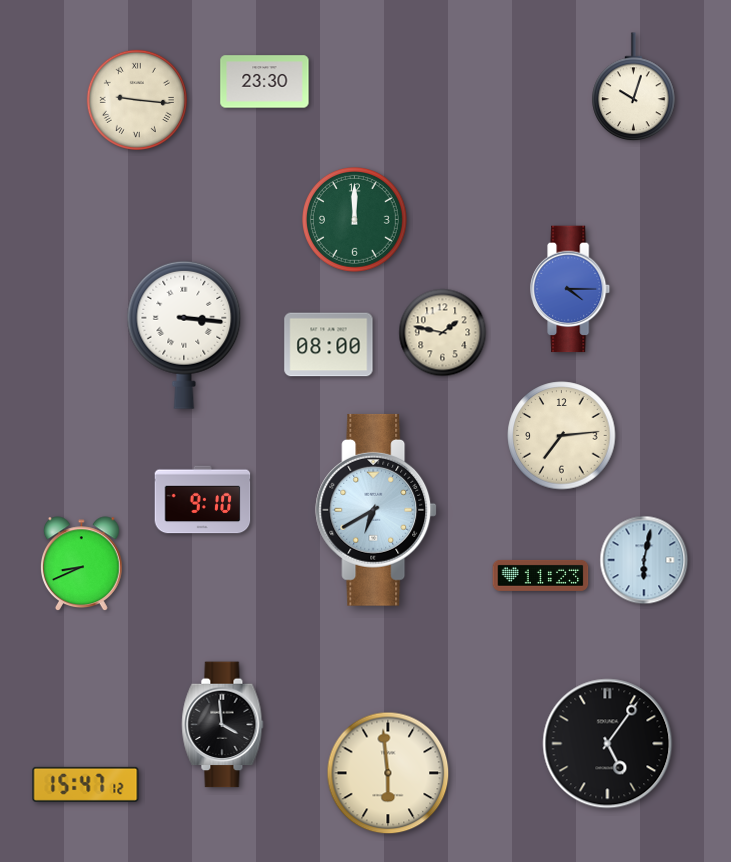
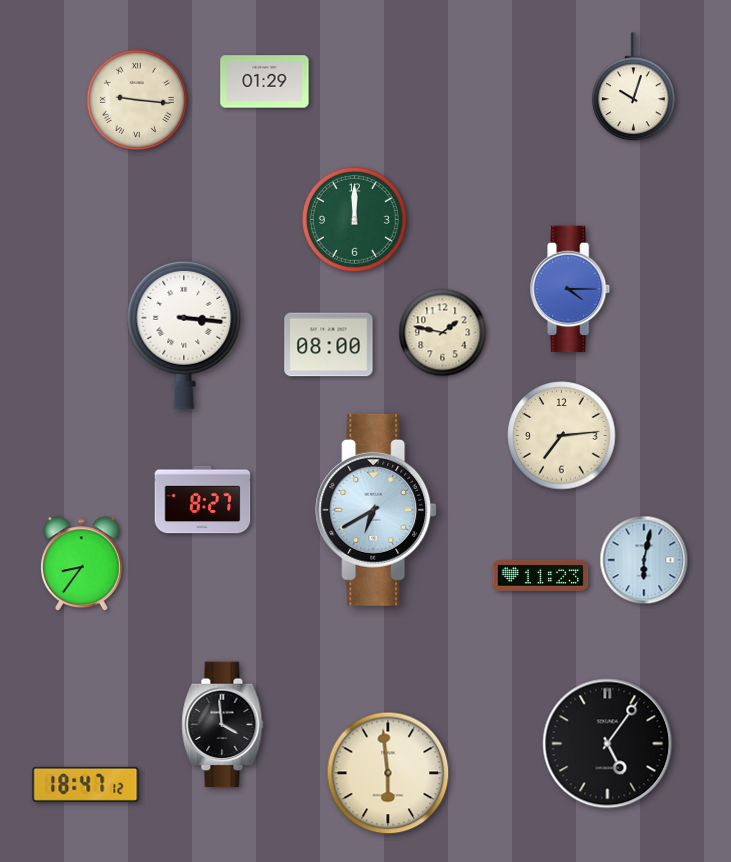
clock at (265, 82): 23:30 -> 01:29
clock at (203, 500): 9:10 -> 8:27
clock at (82, 564): 8:41 -> 8:36
clock at (86, 784): 15:47 -> 18:47
